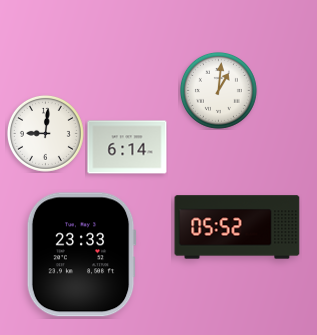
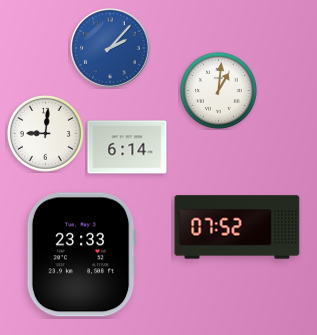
clock at (110, 48): none -> 2:07
clock at (237, 227): 05:52 -> 07:52
